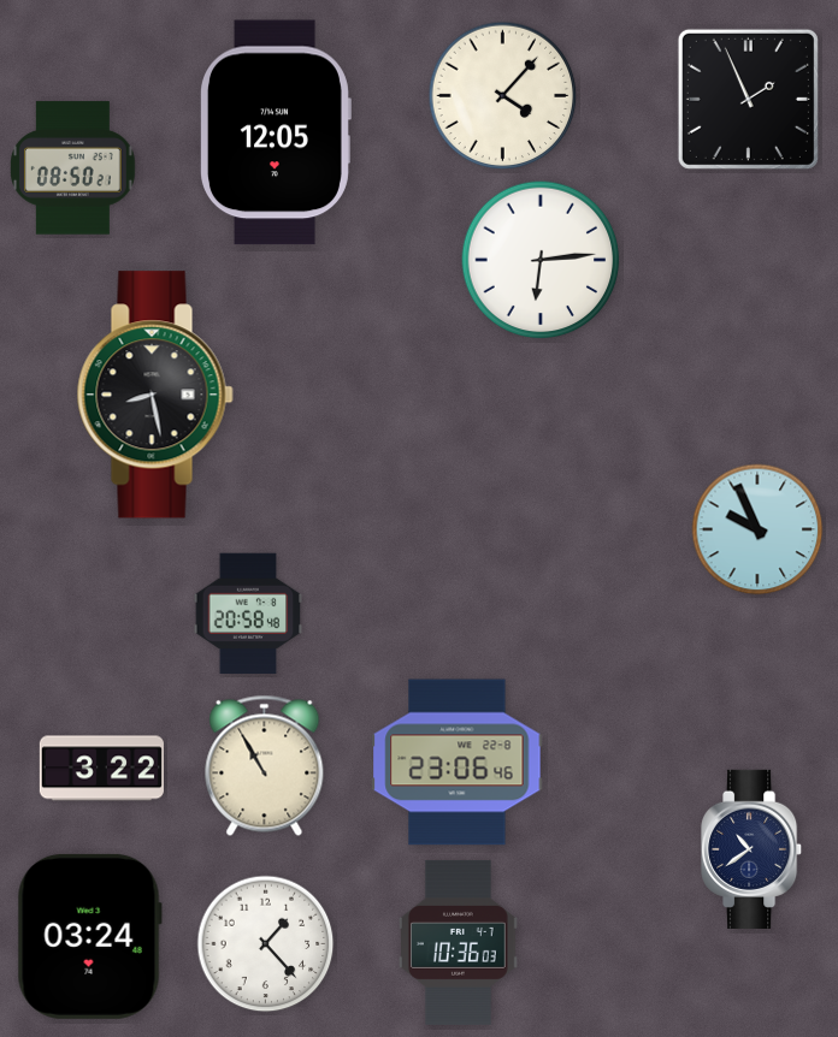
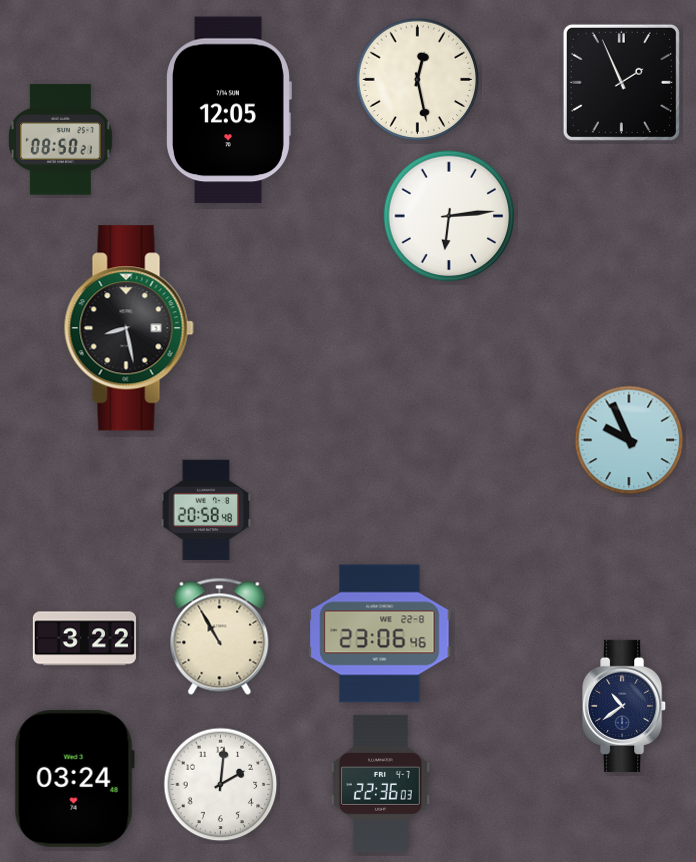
clock at (503, 96): 4:07 -> 12:28
clock at (459, 942): 10:36 -> 22:36
clock at (266, 944): 1:23 -> 2:01
